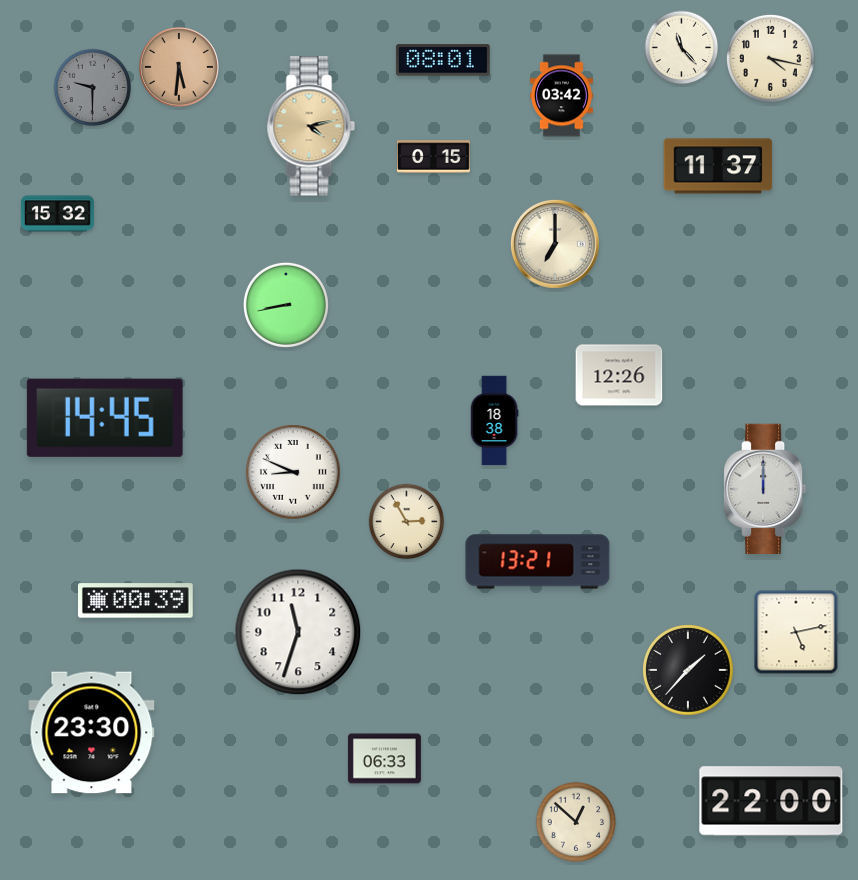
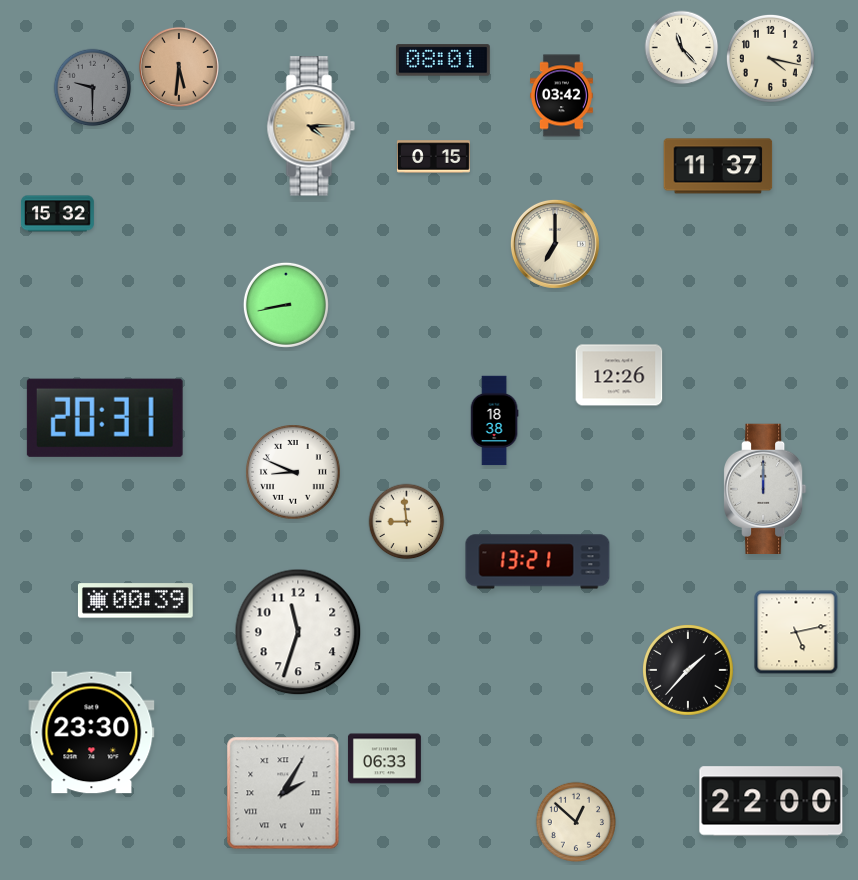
clock at (311, 126): 4:13 -> 4:15
clock at (105, 418): 14:45 -> 20:31
clock at (407, 522): 2:55 -> 8:59
clock at (283, 793): none -> 2:05
